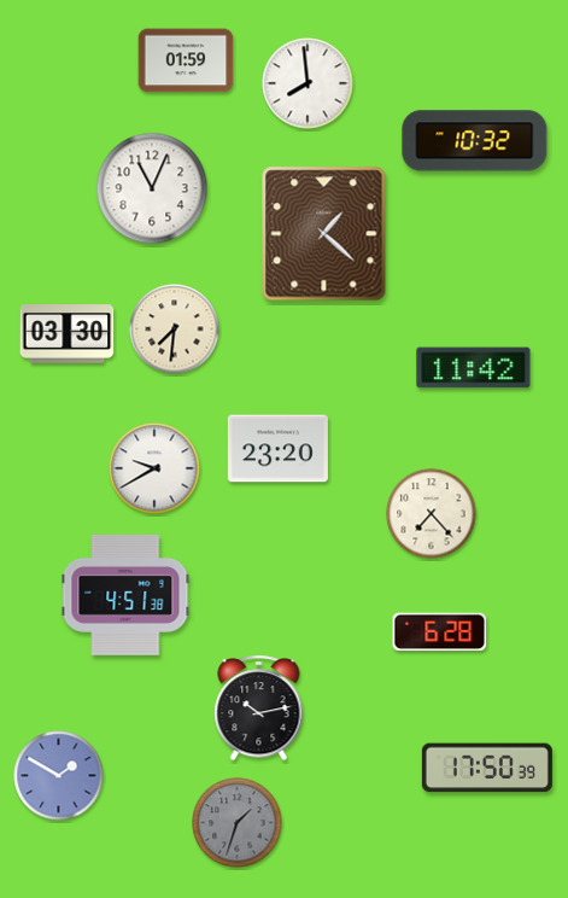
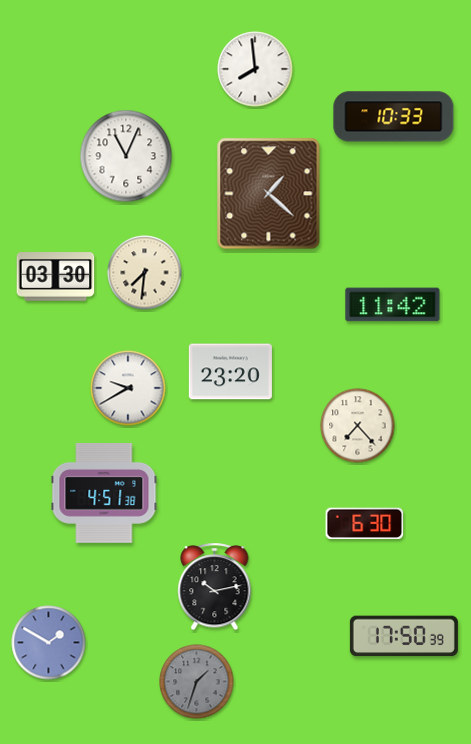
clock at (186, 60): 01:59 -> none
clock at (475, 141): 10:32 -> 10:33
clock at (440, 632): 6:28 -> 6:30
